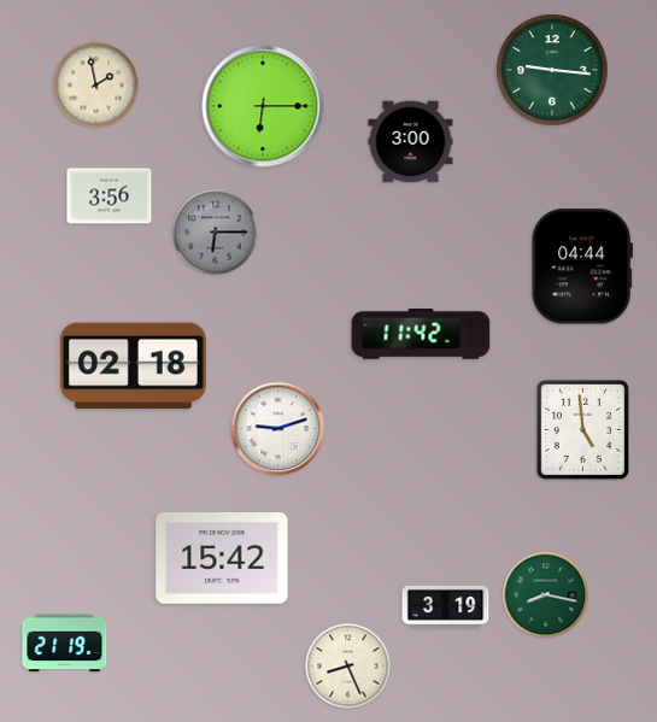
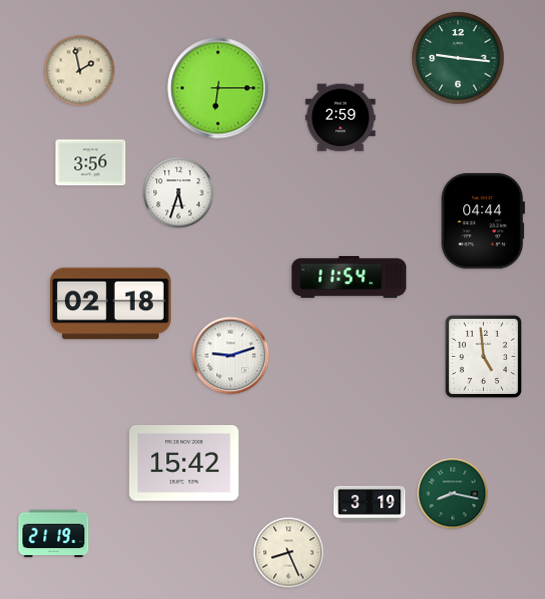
clock at (411, 142): 3:00 -> 2:59
clock at (216, 233): 6:15 -> 5:33
clock at (216, 233) dial: grey -> white
clock at (421, 334): 11:42 -> 11:54
